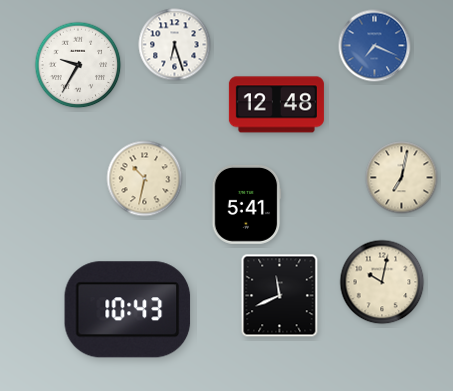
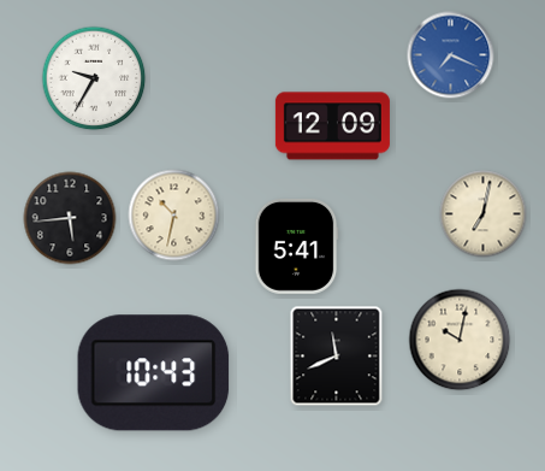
clock at (175, 45): 6:27 -> none
clock at (276, 105): 12:48 -> 12:09
clock at (70, 218): none -> 5:44
